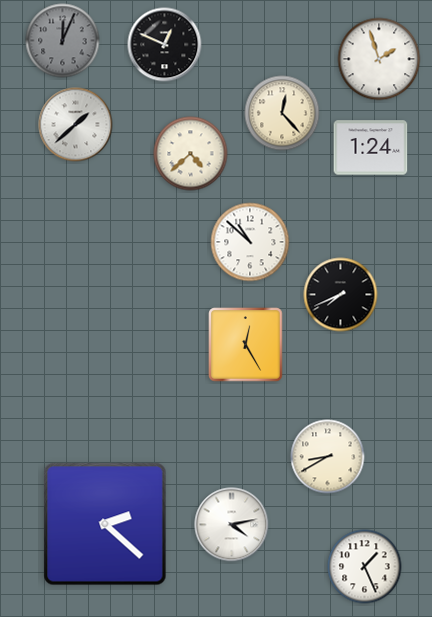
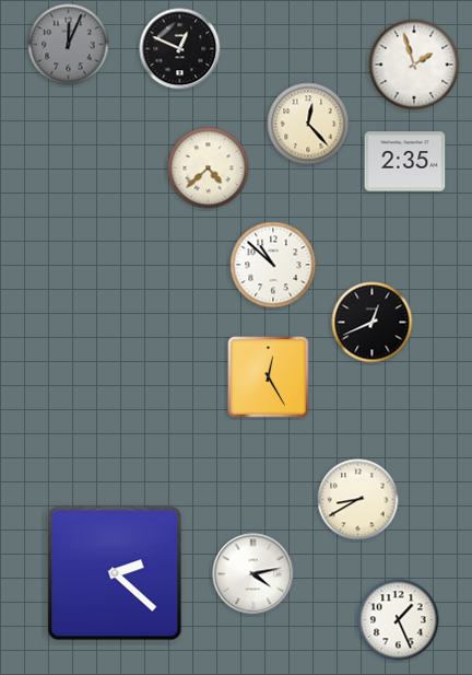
clock at (76, 125): 1:38 -> none
clock at (371, 148): 1:24 -> 2:35
clock at (341, 295): 7:41 -> 12:41
